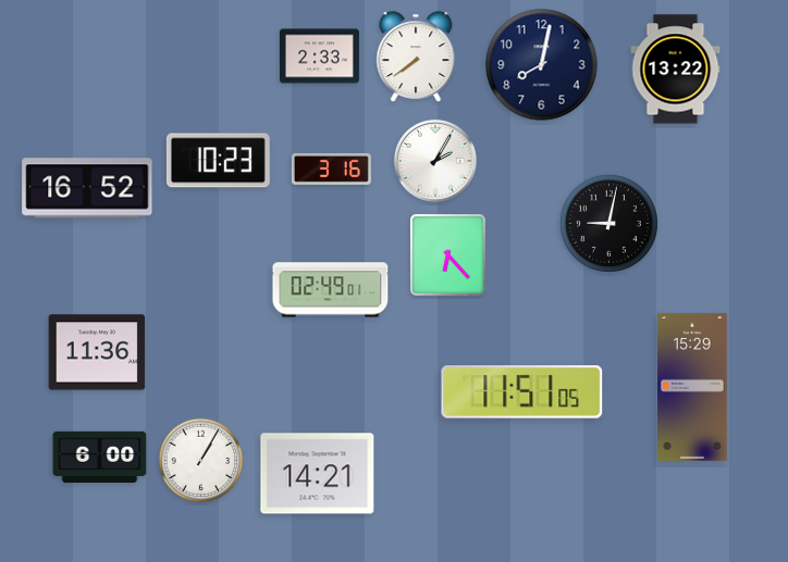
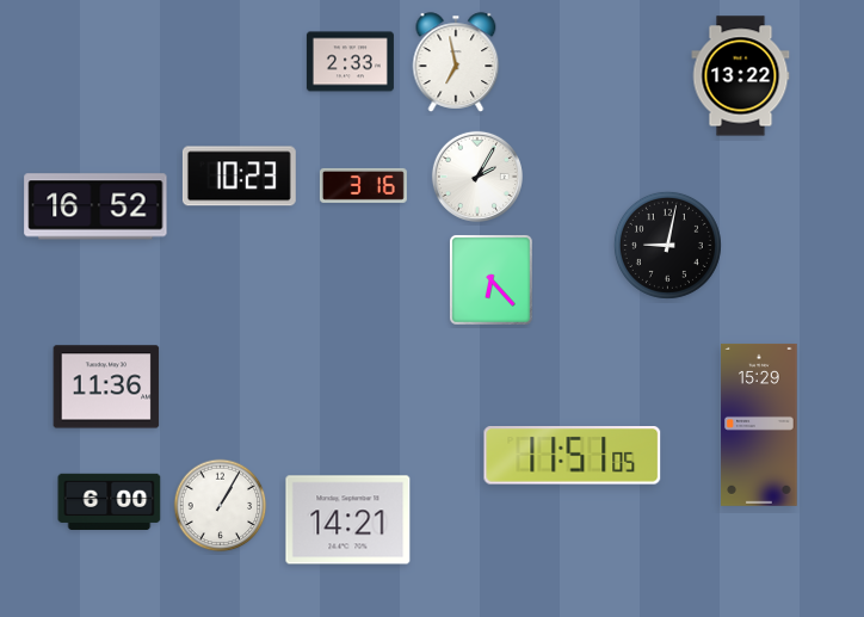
clock at (416, 57): 7:39 -> 6:58
clock at (542, 65): 8:02 -> none
clock at (331, 290): 02:49 -> none
clock at (522, 392) position: (522, 392) -> (573, 456)
